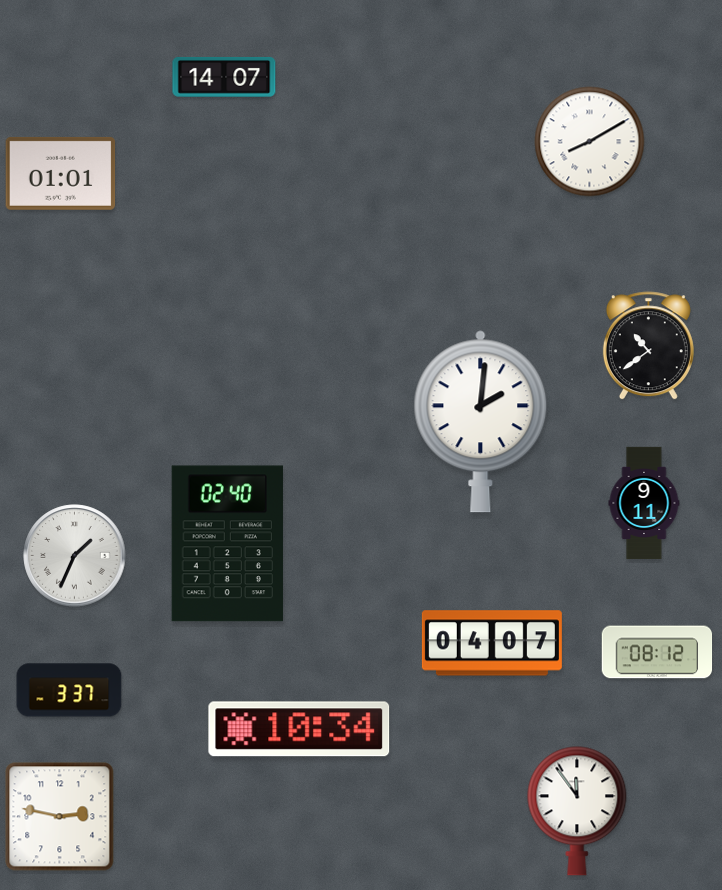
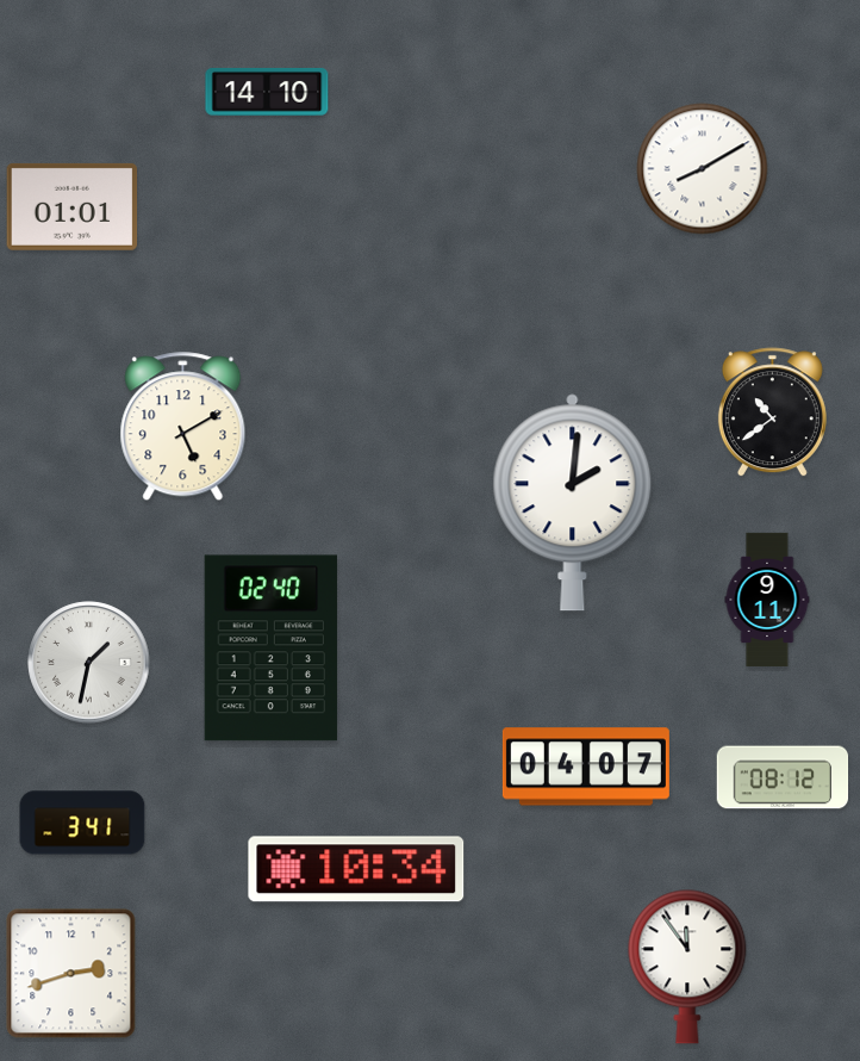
clock at (224, 77): 14:07 -> 14:10
clock at (183, 427): none -> 5:10
clock at (75, 556): 1:34 -> 1:32
clock at (69, 690): 3:37 -> 3:41
clock at (60, 817): 2:47 -> 2:42
